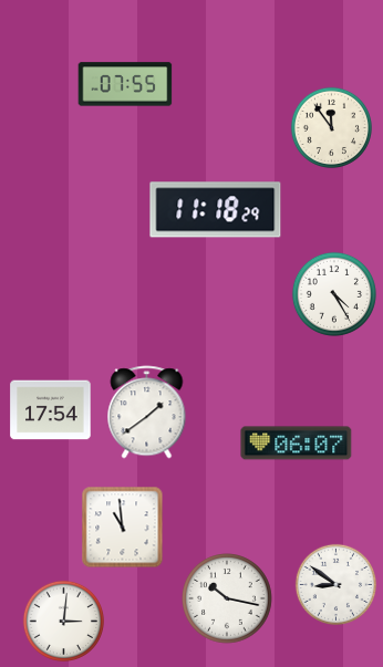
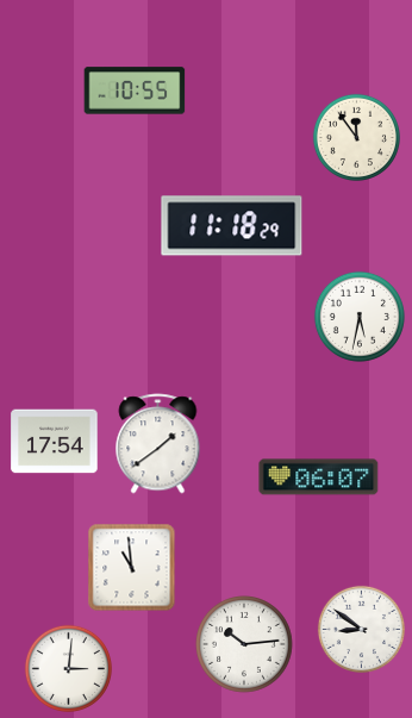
clock at (125, 84): 07:55 -> 10:55
clock at (334, 294): 4:25 -> 5:32
clock at (228, 600): 10:17 -> 10:14
